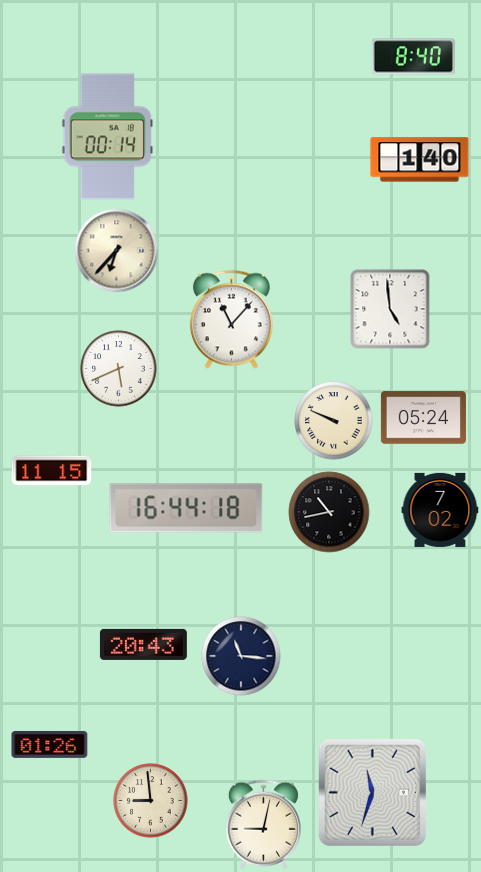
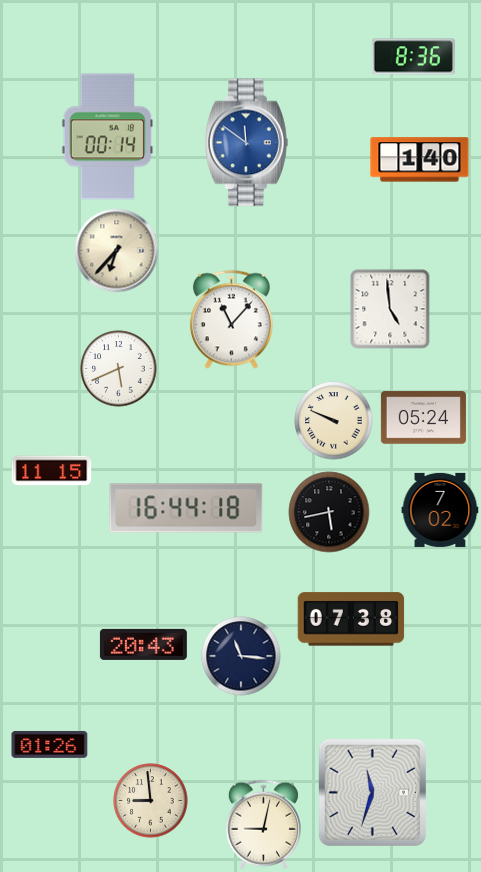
clock at (413, 57): 8:40 -> 8:36
clock at (247, 143): none -> 11:51
clock at (329, 512): 10:43 -> 5:43
clock at (351, 619): none -> 07:38
